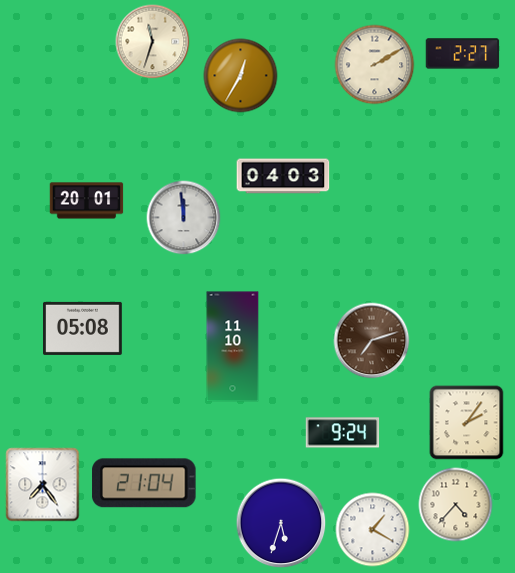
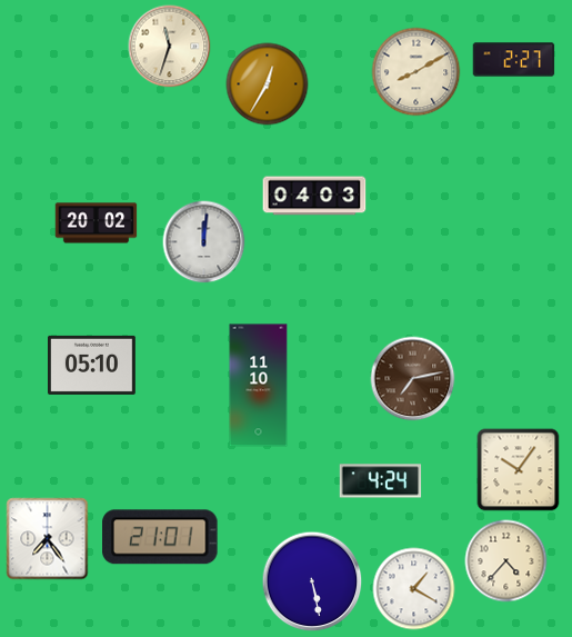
clock at (375, 65): 2:10 -> 8:10
clock at (87, 201): 20:01 -> 20:02
clock at (184, 218): 11:59 -> 12:01
clock at (83, 328): 05:08 -> 05:10
clock at (372, 341): 7:12 -> 7:13
clock at (467, 423): 2:06 -> 10:06
clock at (343, 433): 9:24 -> 4:24
clock at (144, 483): 21:04 -> 21:01
clock at (281, 523): 5:33 -> 5:28
